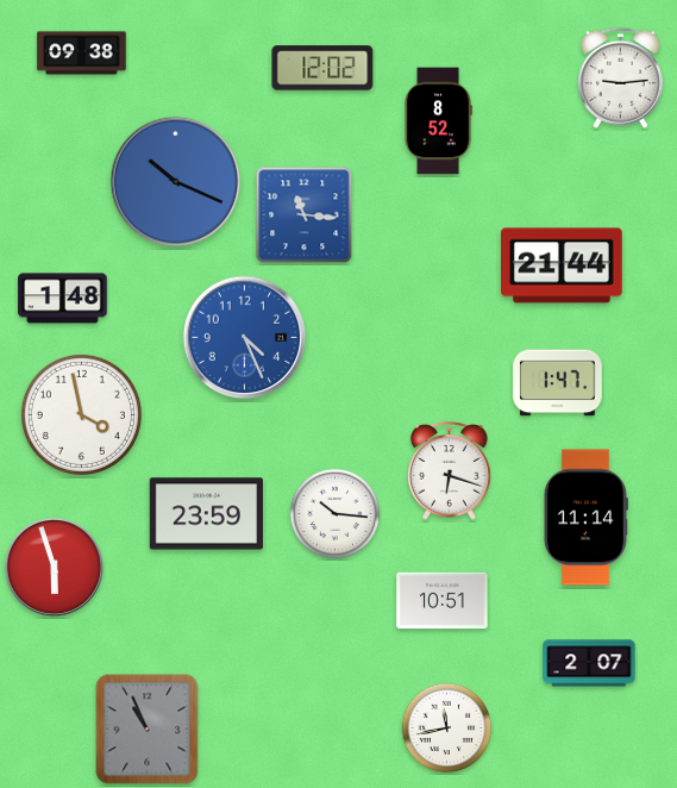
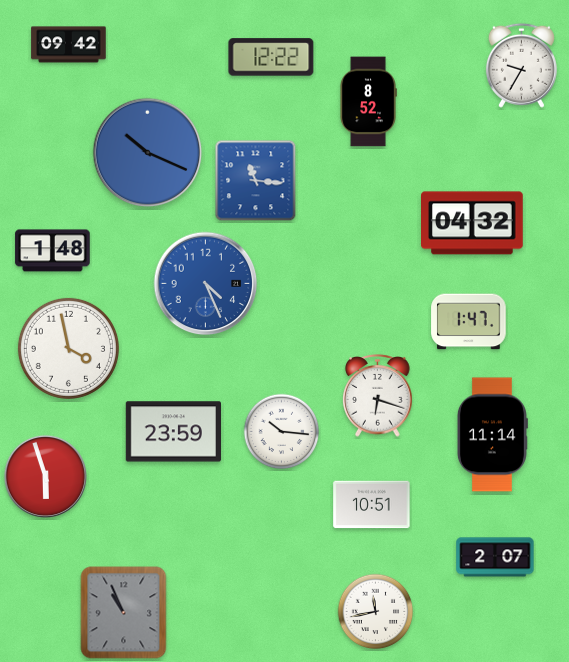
clock at (82, 54): 09:38 -> 09:42
clock at (322, 68): 12:02 -> 12:22
clock at (620, 77): 9:14 -> 9:35
clock at (562, 265): 21:44 -> 04:32
